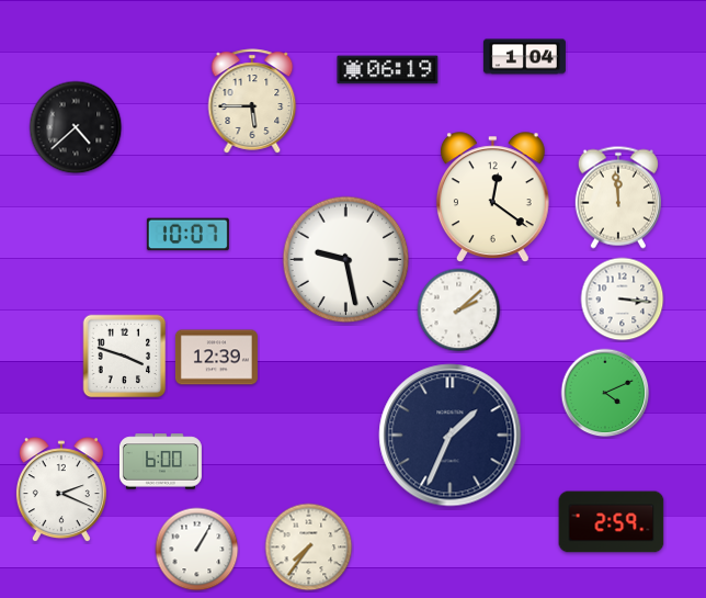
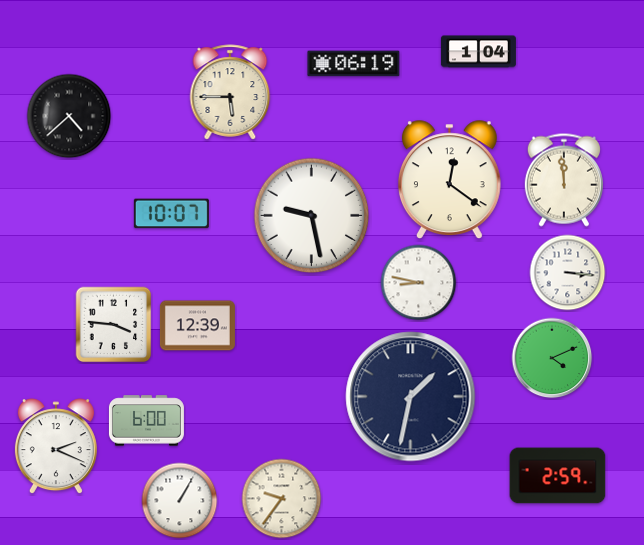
clock at (346, 260) position: (346, 260) -> (312, 216)
clock at (459, 311): 2:08 -> 8:47
clock at (125, 357): 3:48 -> 3:46
clock at (451, 436): 1:34 -> 1:32
clock at (309, 548): 7:36 -> 9:36
